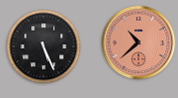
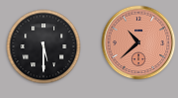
clock at (44, 47): 5:26 -> 5:30
